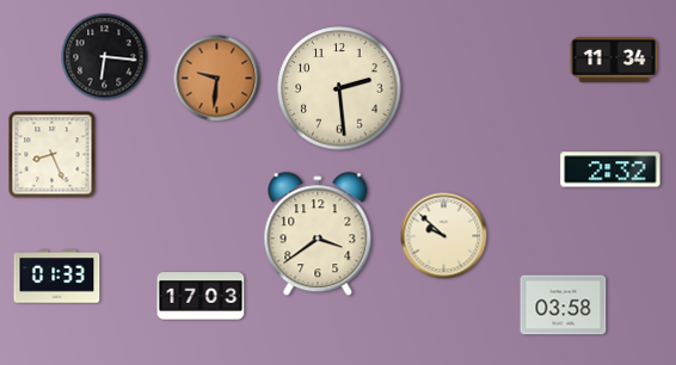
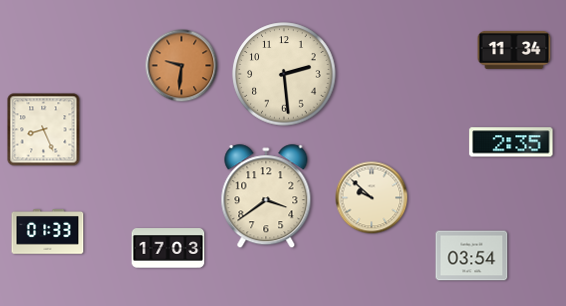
clock at (105, 57): 6:16 -> none
clock at (610, 169): 2:32 -> 2:35
clock at (564, 305): 03:58 -> 03:54
